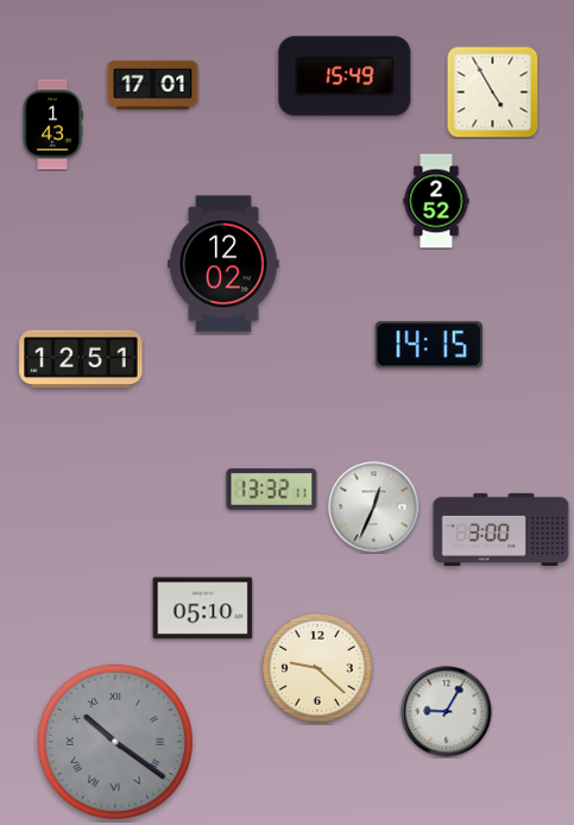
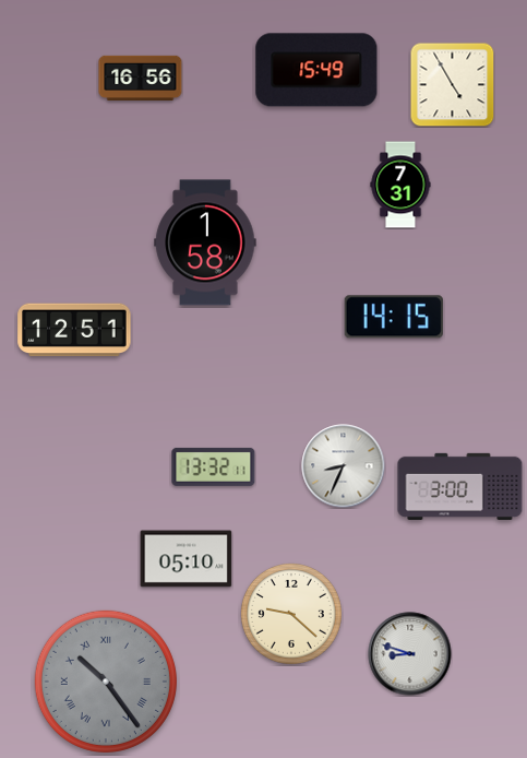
clock at (153, 84): 17:01 -> 16:56
clock at (52, 125): 1:43 -> none
clock at (436, 201): 2:52 -> 7:31
clock at (223, 264): 12:02 -> 1:58
clock at (272, 489) position: (272, 489) -> (214, 466)
clock at (374, 508): 12:34 -> 8:34
clock at (447, 712): 9:05 -> 8:48
clock at (115, 742): 10:21 -> 10:24
